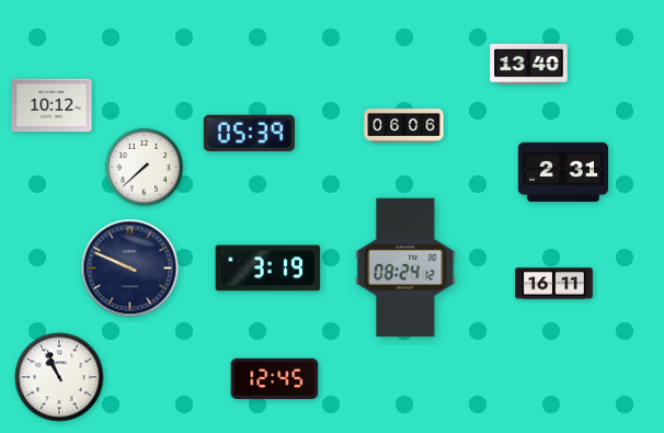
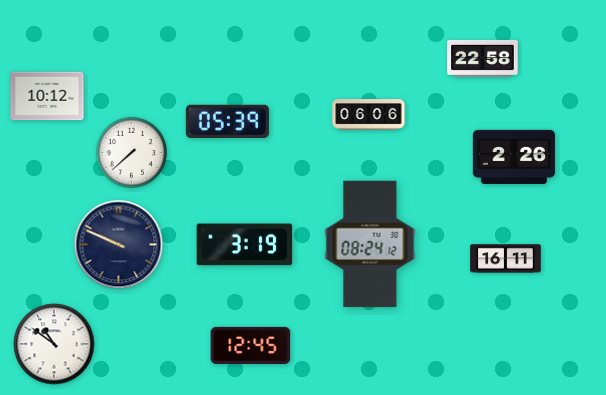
clock at (529, 64): 13:40 -> 22:58
clock at (562, 171): 2:31 -> 2:26
clock at (59, 377): 10:56 -> 10:51
